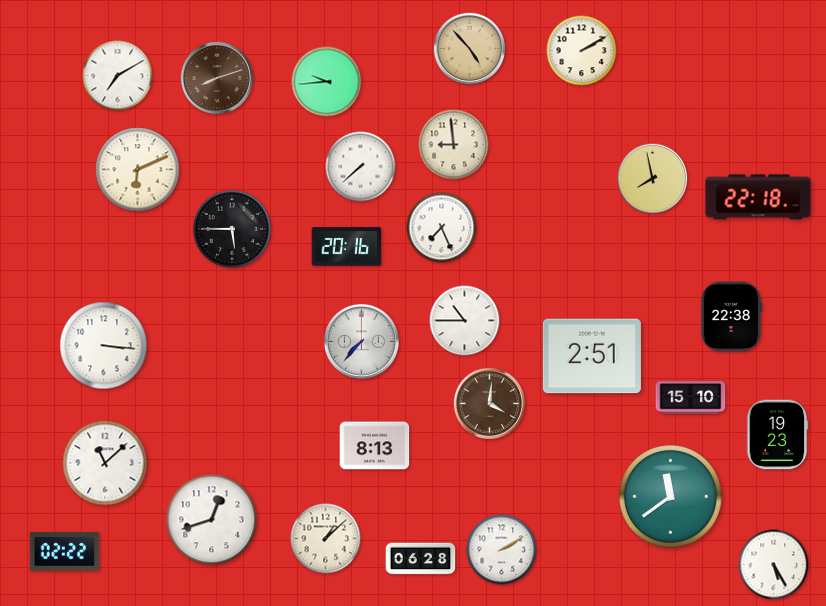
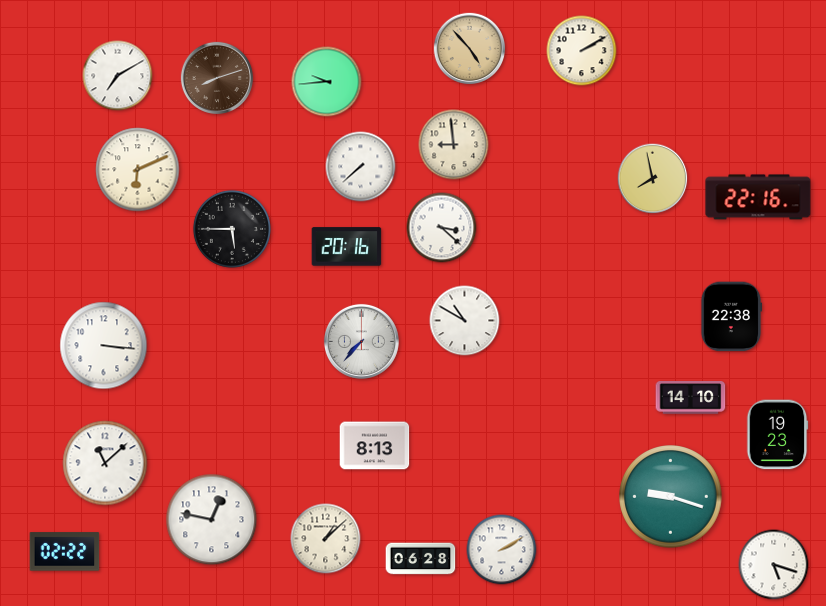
clock at (758, 197): 22:18 -> 22:16
clock at (442, 228): 7:26 -> 3:22
clock at (465, 321): 10:45 -> 10:50
clock at (592, 356): 2:51 -> none
clock at (691, 398): 15:10 -> 14:10
clock at (489, 403): 4:01 -> none
clock at (671, 497): 11:39 -> 9:18
clock at (212, 520): 12:42 -> 12:47
clock at (774, 565): 5:25 -> 5:18
